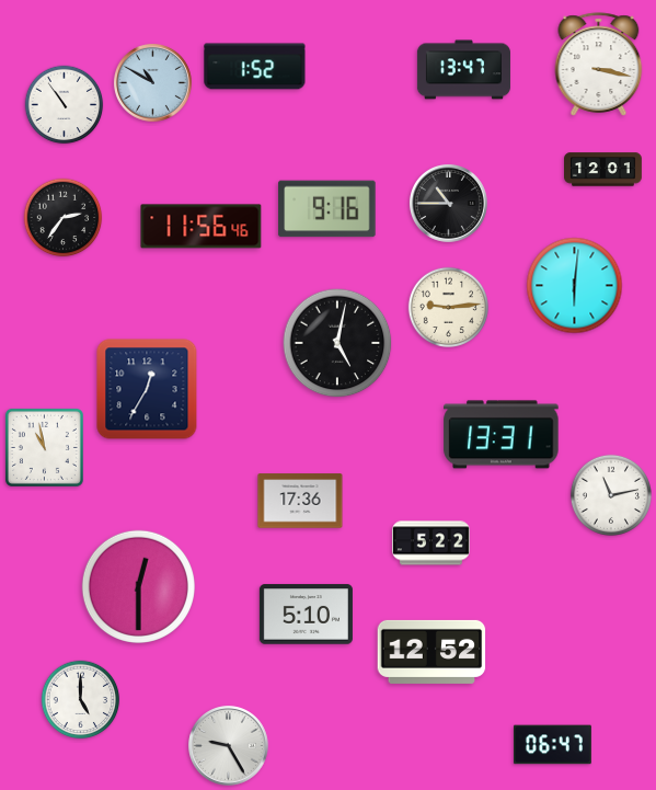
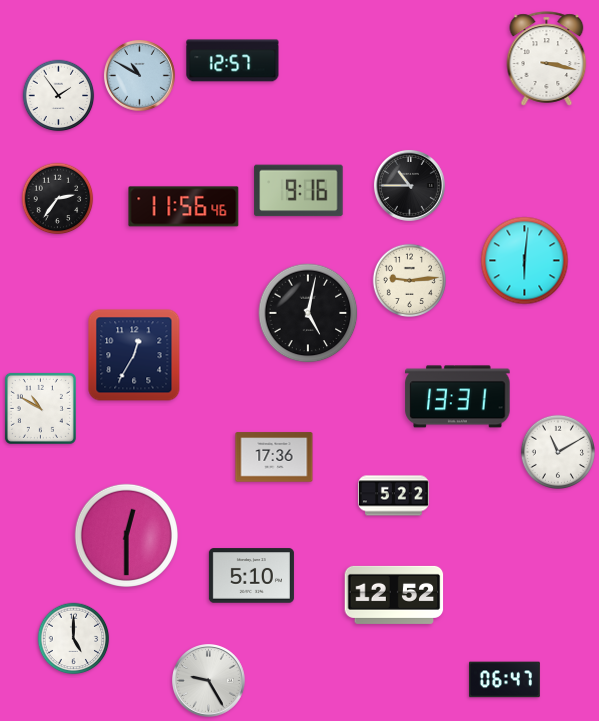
clock at (255, 67): 1:52 -> 12:57
clock at (463, 70): 13:47 -> none
clock at (65, 105): 10:54 -> 1:54
clock at (603, 170): 12:01 -> none
clock at (44, 447): 10:58 -> 10:50
clock at (611, 495): 11:13 -> 11:10
clock at (306, 615) position: (306, 615) -> (251, 576)
